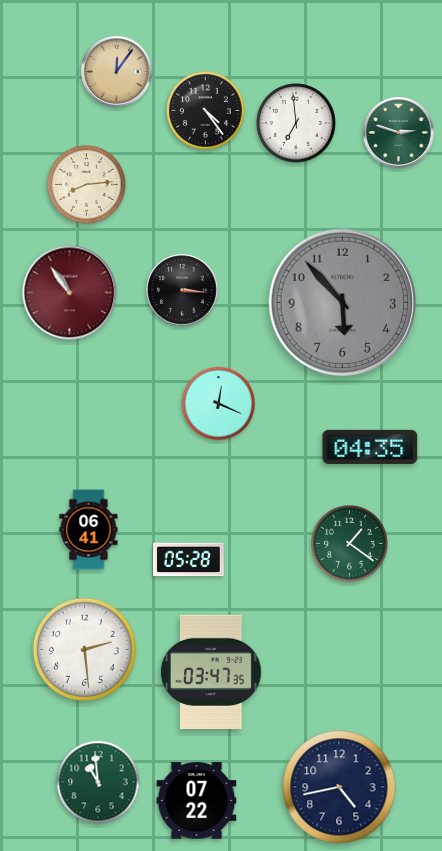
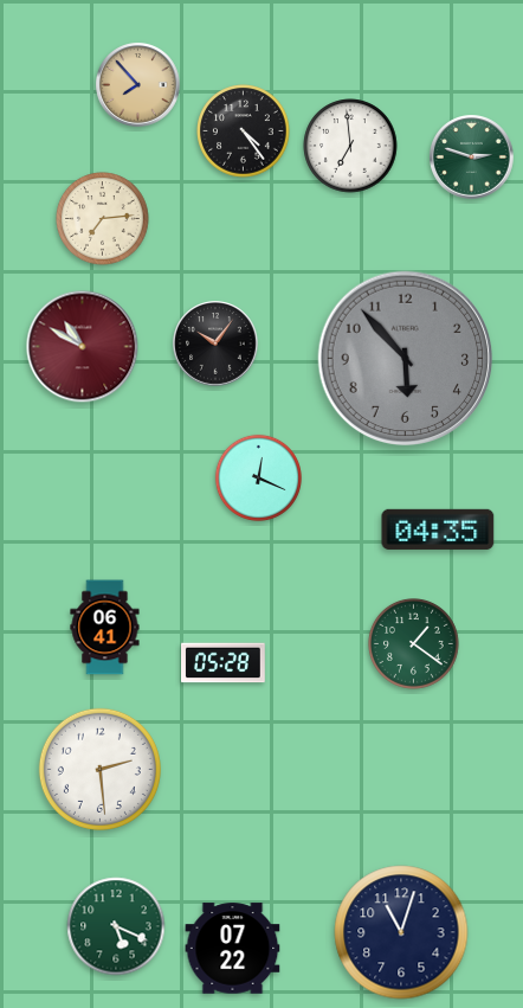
clock at (117, 72): 12:06 -> 7:53
clock at (87, 185): 8:14 -> 7:14
clock at (182, 290): 3:16 -> 10:06
clock at (70, 293): 10:54 -> 10:50
clock at (211, 672): 03:47 -> none
clock at (98, 782): 10:59 -> 5:19
clock at (339, 787): 4:43 -> 11:03
